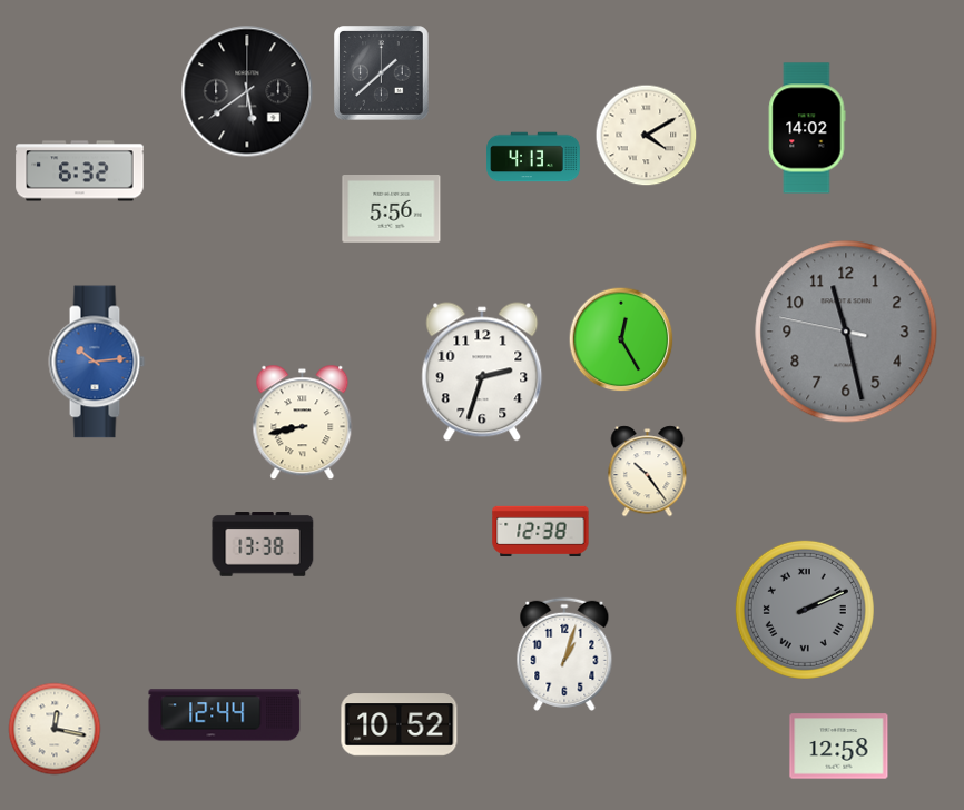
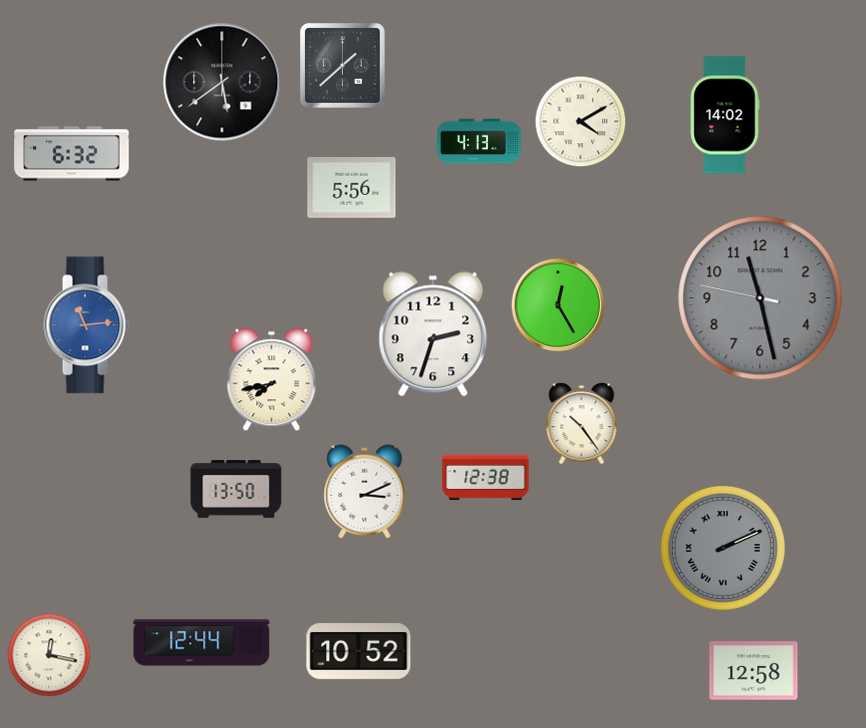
clock at (97, 362): 10:14 -> 11:14
clock at (303, 423): 8:43 -> 7:43
clock at (263, 545): 13:38 -> 13:50
clock at (365, 492): none -> 3:11
clock at (564, 654): 1:03 -> none
